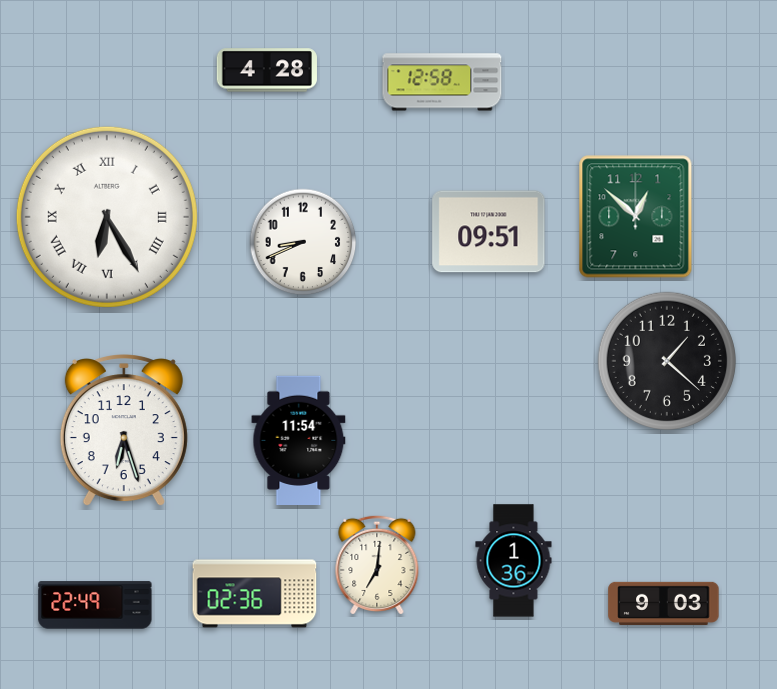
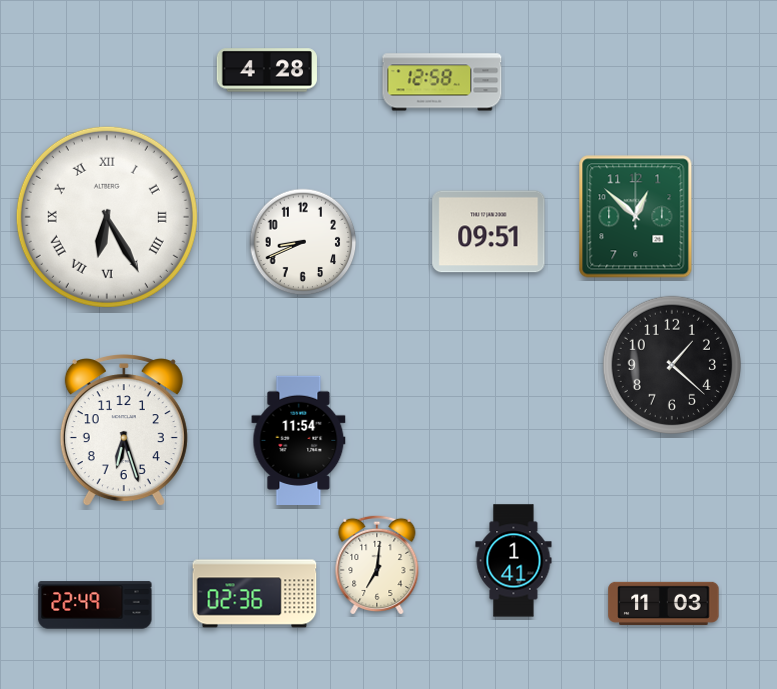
clock at (667, 361) position: (667, 361) -> (672, 365)
clock at (514, 561): 1:36 -> 1:41
clock at (664, 603): 9:03 -> 11:03
